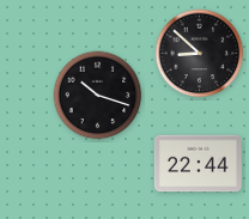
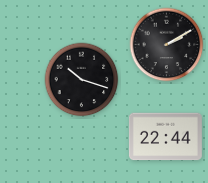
clock at (200, 54): 8:52 -> 2:10
